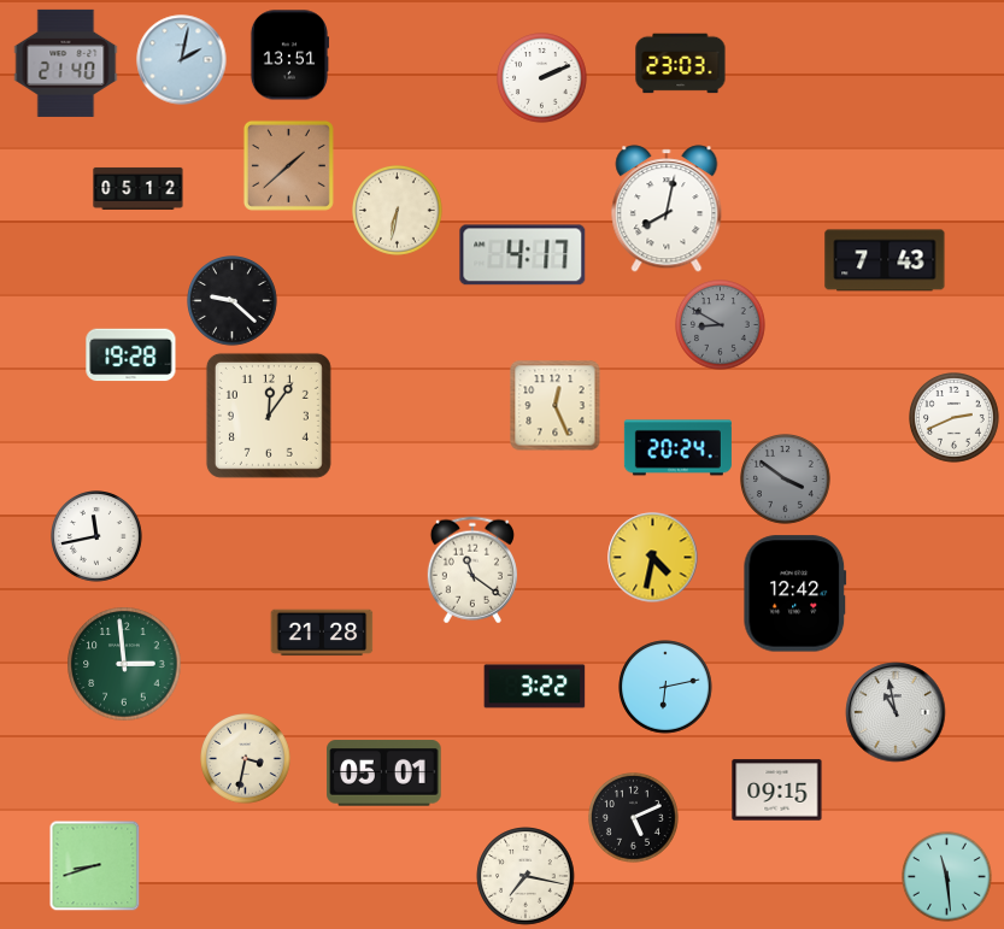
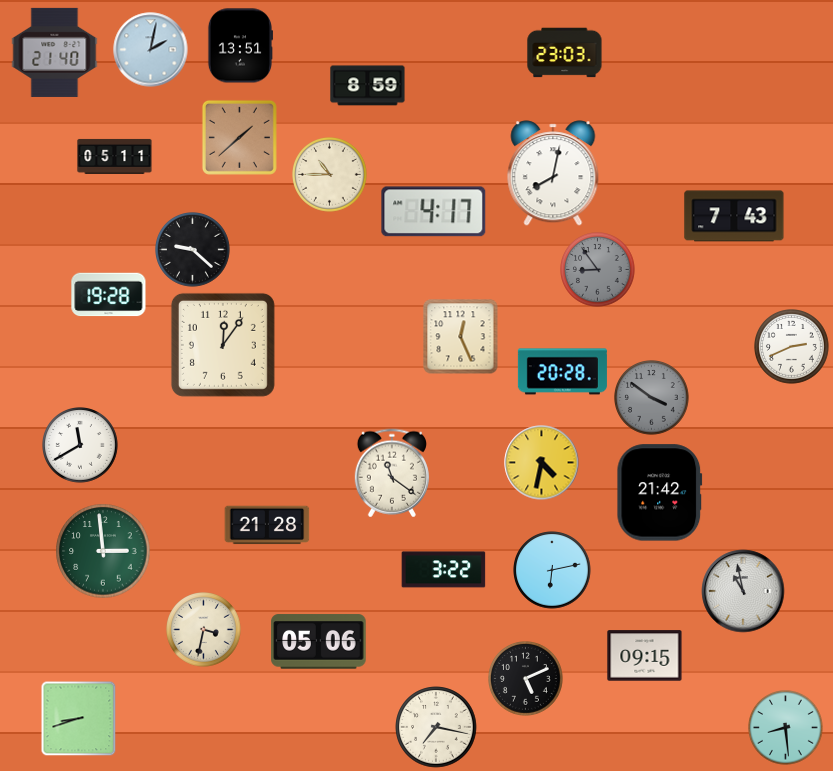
clock at (542, 78): 2:11 -> none
clock at (368, 86): none -> 8:59
clock at (139, 188): 05:12 -> 05:11
clock at (398, 211): 6:32 -> 10:45
clock at (721, 325): 8:50 -> 8:54
clock at (677, 448): 20:24 -> 20:28
clock at (98, 537): 11:43 -> 11:40
clock at (795, 594): 12:42 -> 21:42
clock at (384, 774): 05:01 -> 05:06
clock at (947, 877): 11:29 -> 8:29
